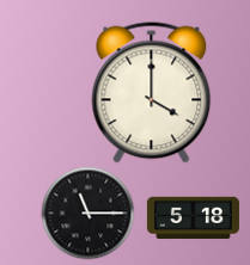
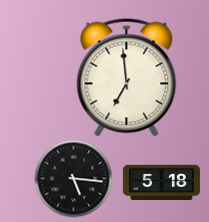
clock at (152, 93): 4:00 -> 6:59
clock at (87, 212): 11:15 -> 5:16
